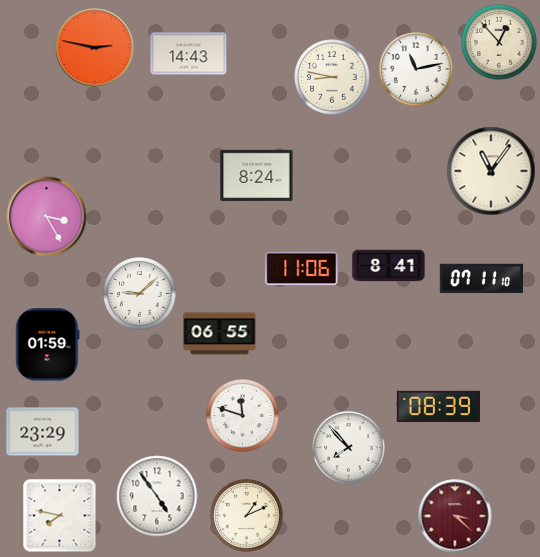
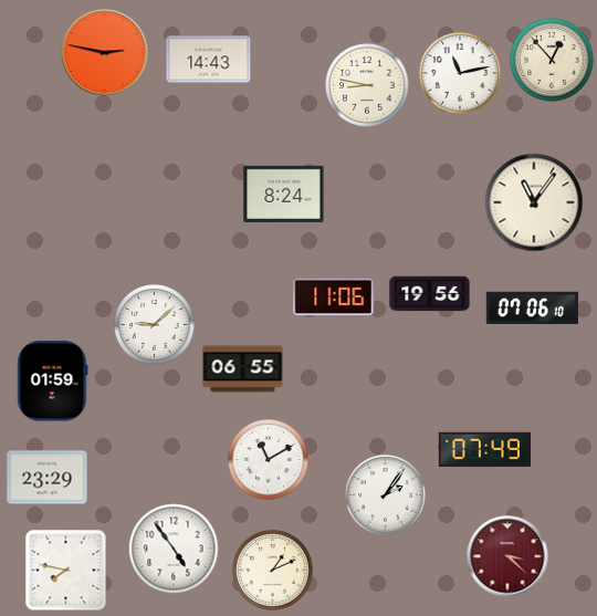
clock at (499, 42) position: (499, 42) -> (552, 60)
clock at (416, 69) position: (416, 69) -> (460, 73)
clock at (491, 171) position: (491, 171) -> (534, 202)
clock at (47, 217): 3:25 -> none
clock at (389, 266): 8:41 -> 19:56
clock at (481, 279): 07:11 -> 07:06
clock at (438, 407): 08:39 -> 07:49
clock at (243, 416): 11:48 -> 11:10
clock at (349, 448): 7:53 -> 2:06
clock at (455, 516) position: (455, 516) -> (507, 556)
